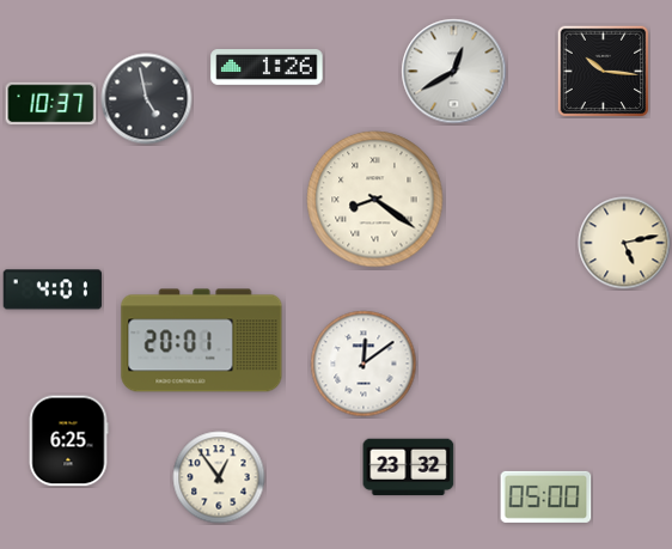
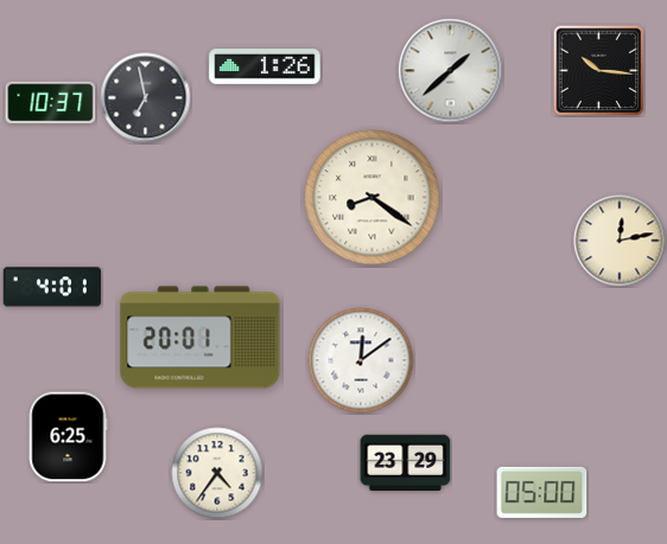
clock at (454, 72): 12:40 -> 1:38
clock at (147, 99): 4:58 -> 6:58
clock at (624, 243): 5:13 -> 12:13
clock at (409, 468): 23:32 -> 23:29
clock at (219, 477): 12:54 -> 4:36
